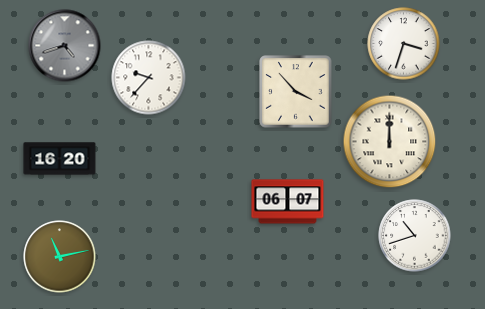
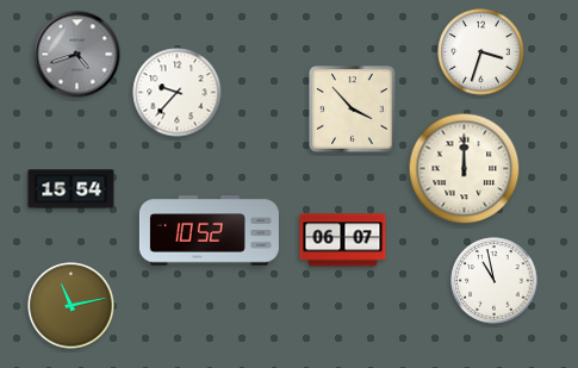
clock at (60, 159): 16:20 -> 15:54
clock at (209, 231): none -> 10:52
clock at (415, 236): 10:42 -> 10:58
